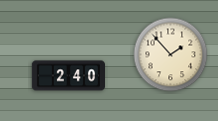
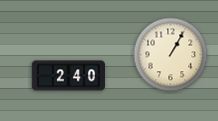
clock at (171, 55): 1:53 -> 1:05
